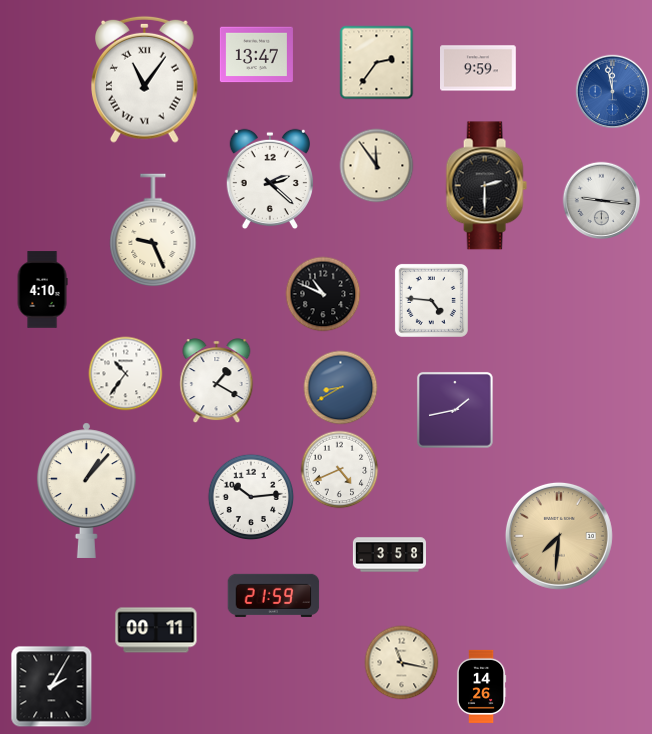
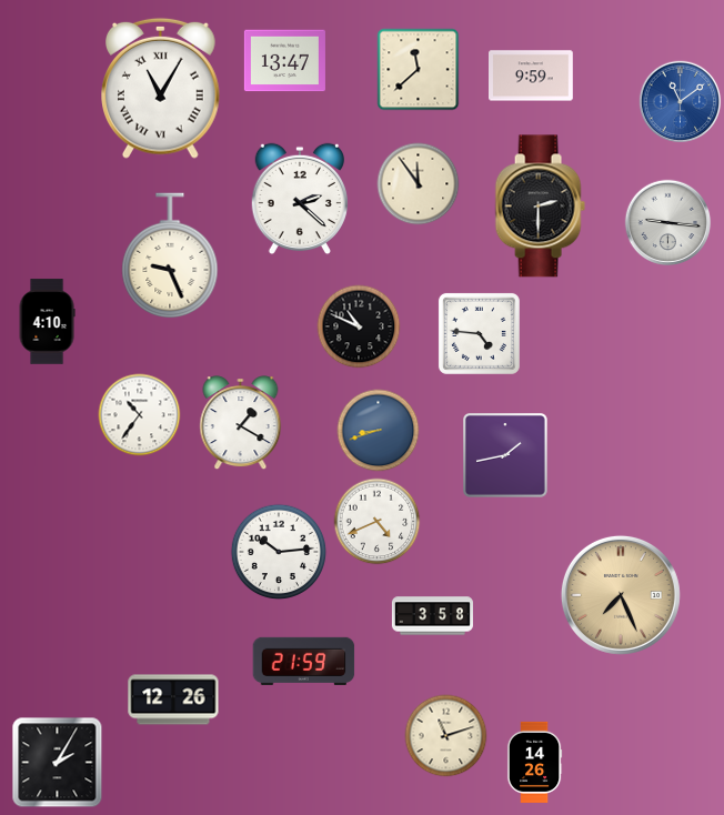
clock at (377, 63): 2:36 -> 11:38
clock at (145, 79): 11:06 -> 11:05
clock at (613, 92): 11:58 -> 11:09
clock at (341, 388): 8:40 -> 8:42
clock at (86, 490): 1:07 -> none
clock at (559, 536): 7:31 -> 7:26
clock at (156, 630): 00:11 -> 12:26
clock at (402, 663): 11:17 -> 11:12
